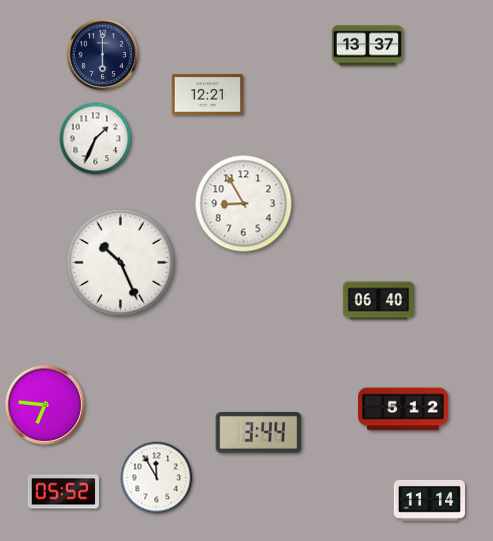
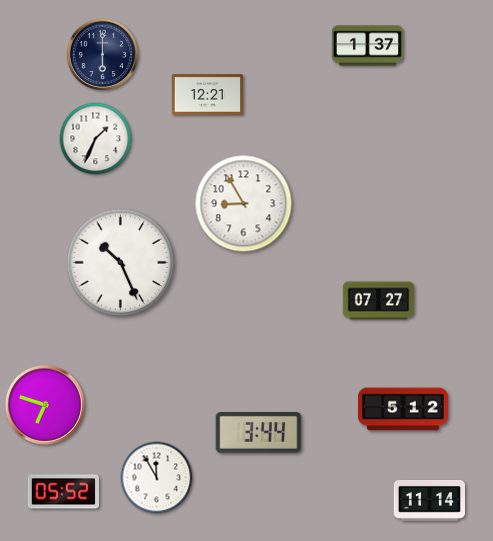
clock at (368, 46): 13:37 -> 1:37
clock at (378, 301): 06:40 -> 07:27
clock at (45, 405): 6:46 -> 6:48
